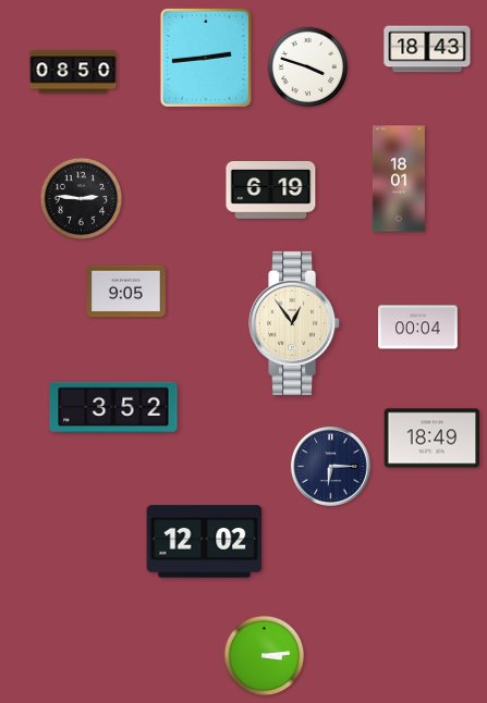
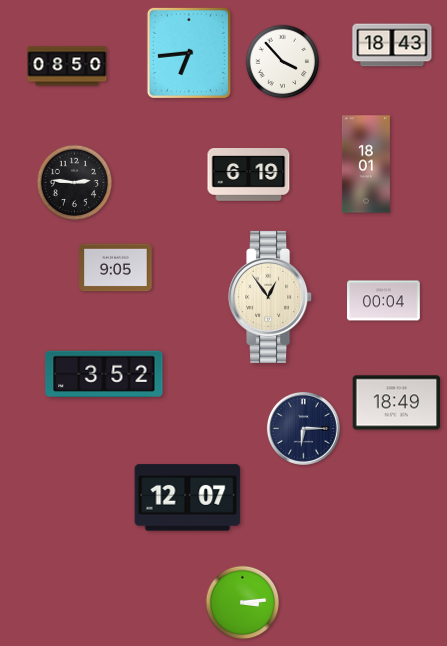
clock at (206, 58): 2:44 -> 6:44
clock at (308, 67): 3:48 -> 3:53
clock at (205, 542): 12:02 -> 12:07
